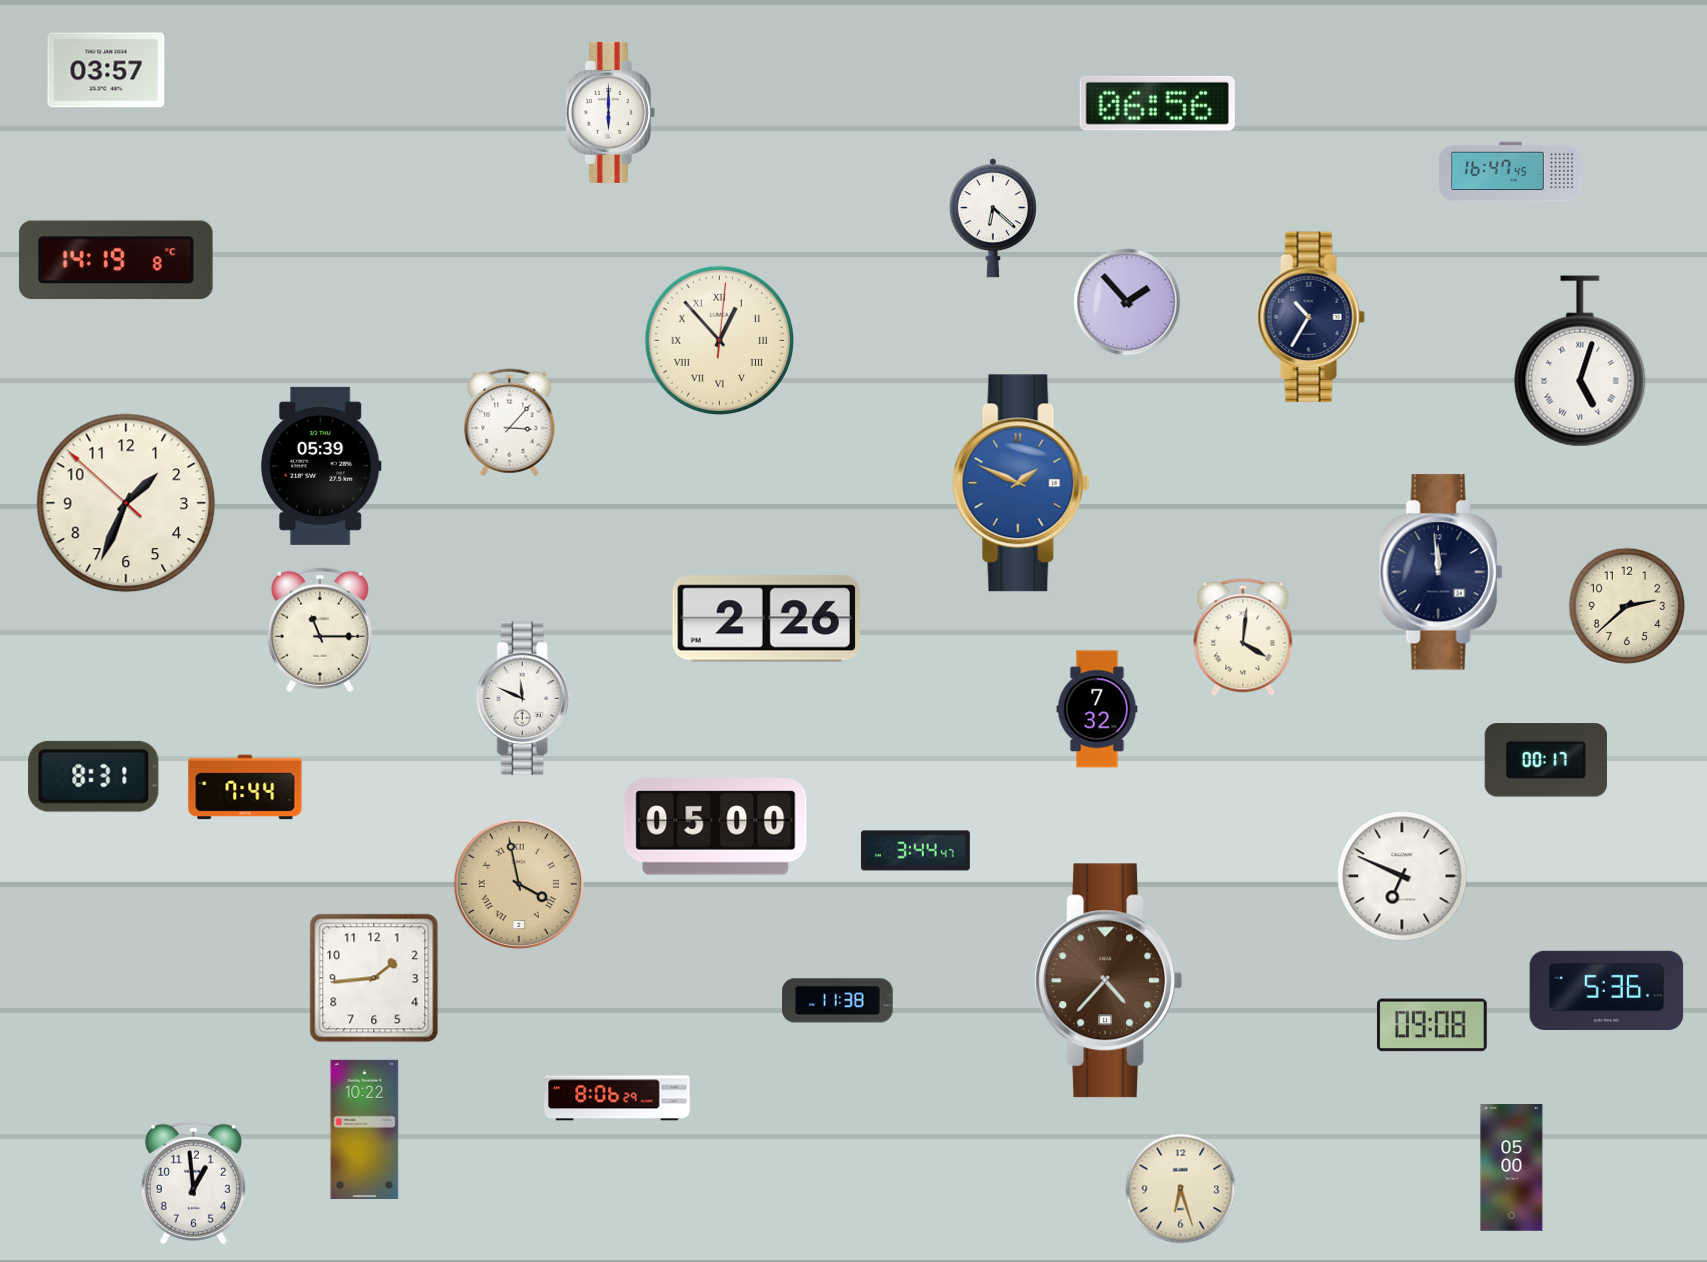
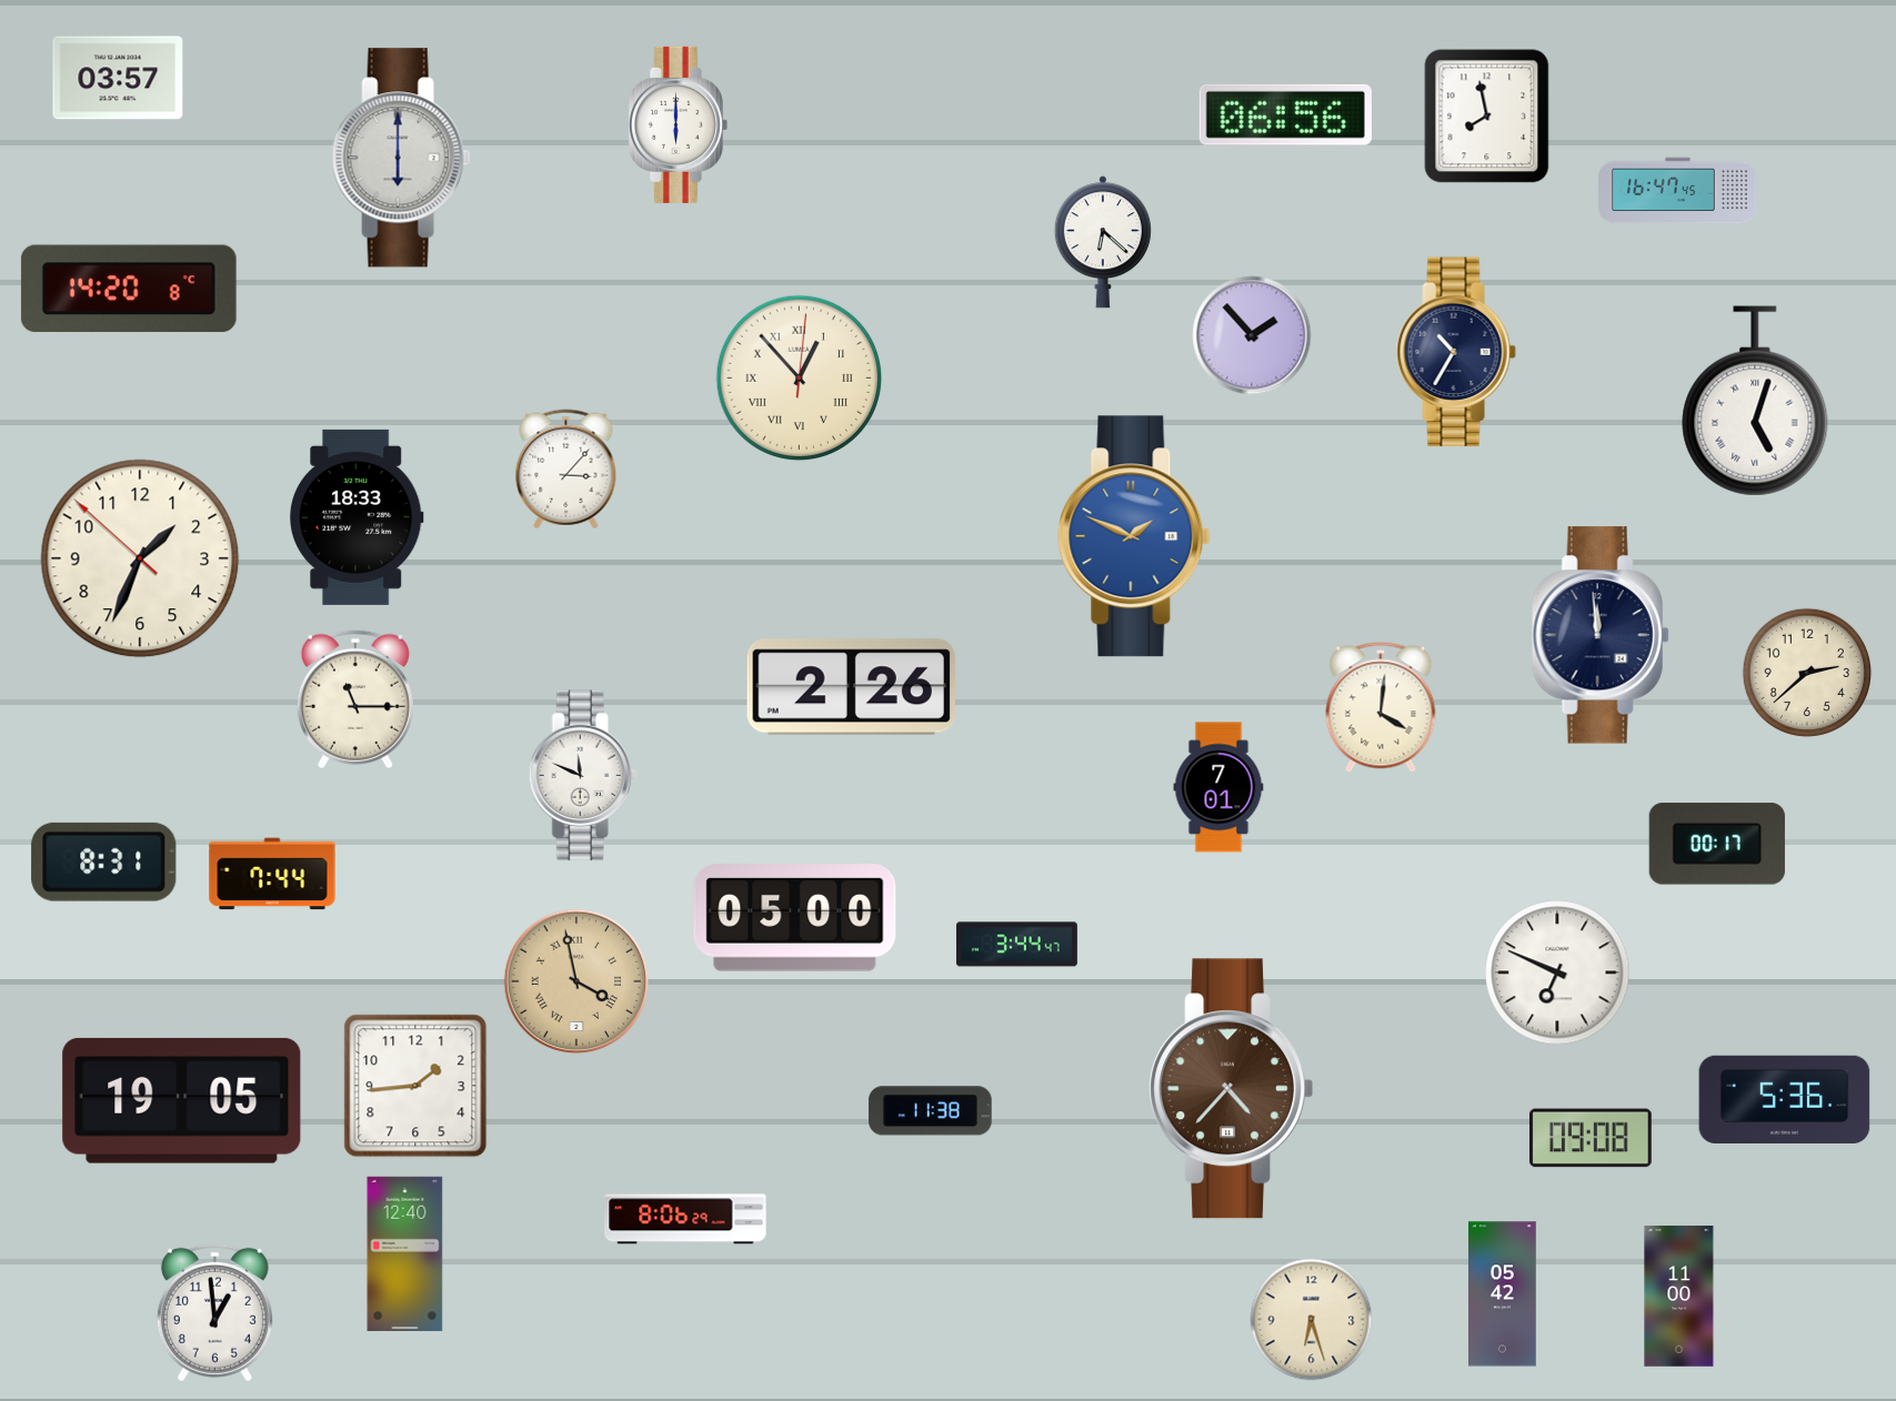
clock at (1487, 117): none -> 7:58
clock at (401, 158): none -> 6:00
clock at (116, 260): 14:19 -> 14:20
clock at (321, 466): 05:39 -> 18:33
clock at (1097, 709): 7:32 -> 7:01
clock at (182, 1100): none -> 19:05
clock at (365, 1129): 10:22 -> 12:40
clock at (1503, 1294): none -> 05:42
clock at (1512, 1168): 05:00 -> 11:00
